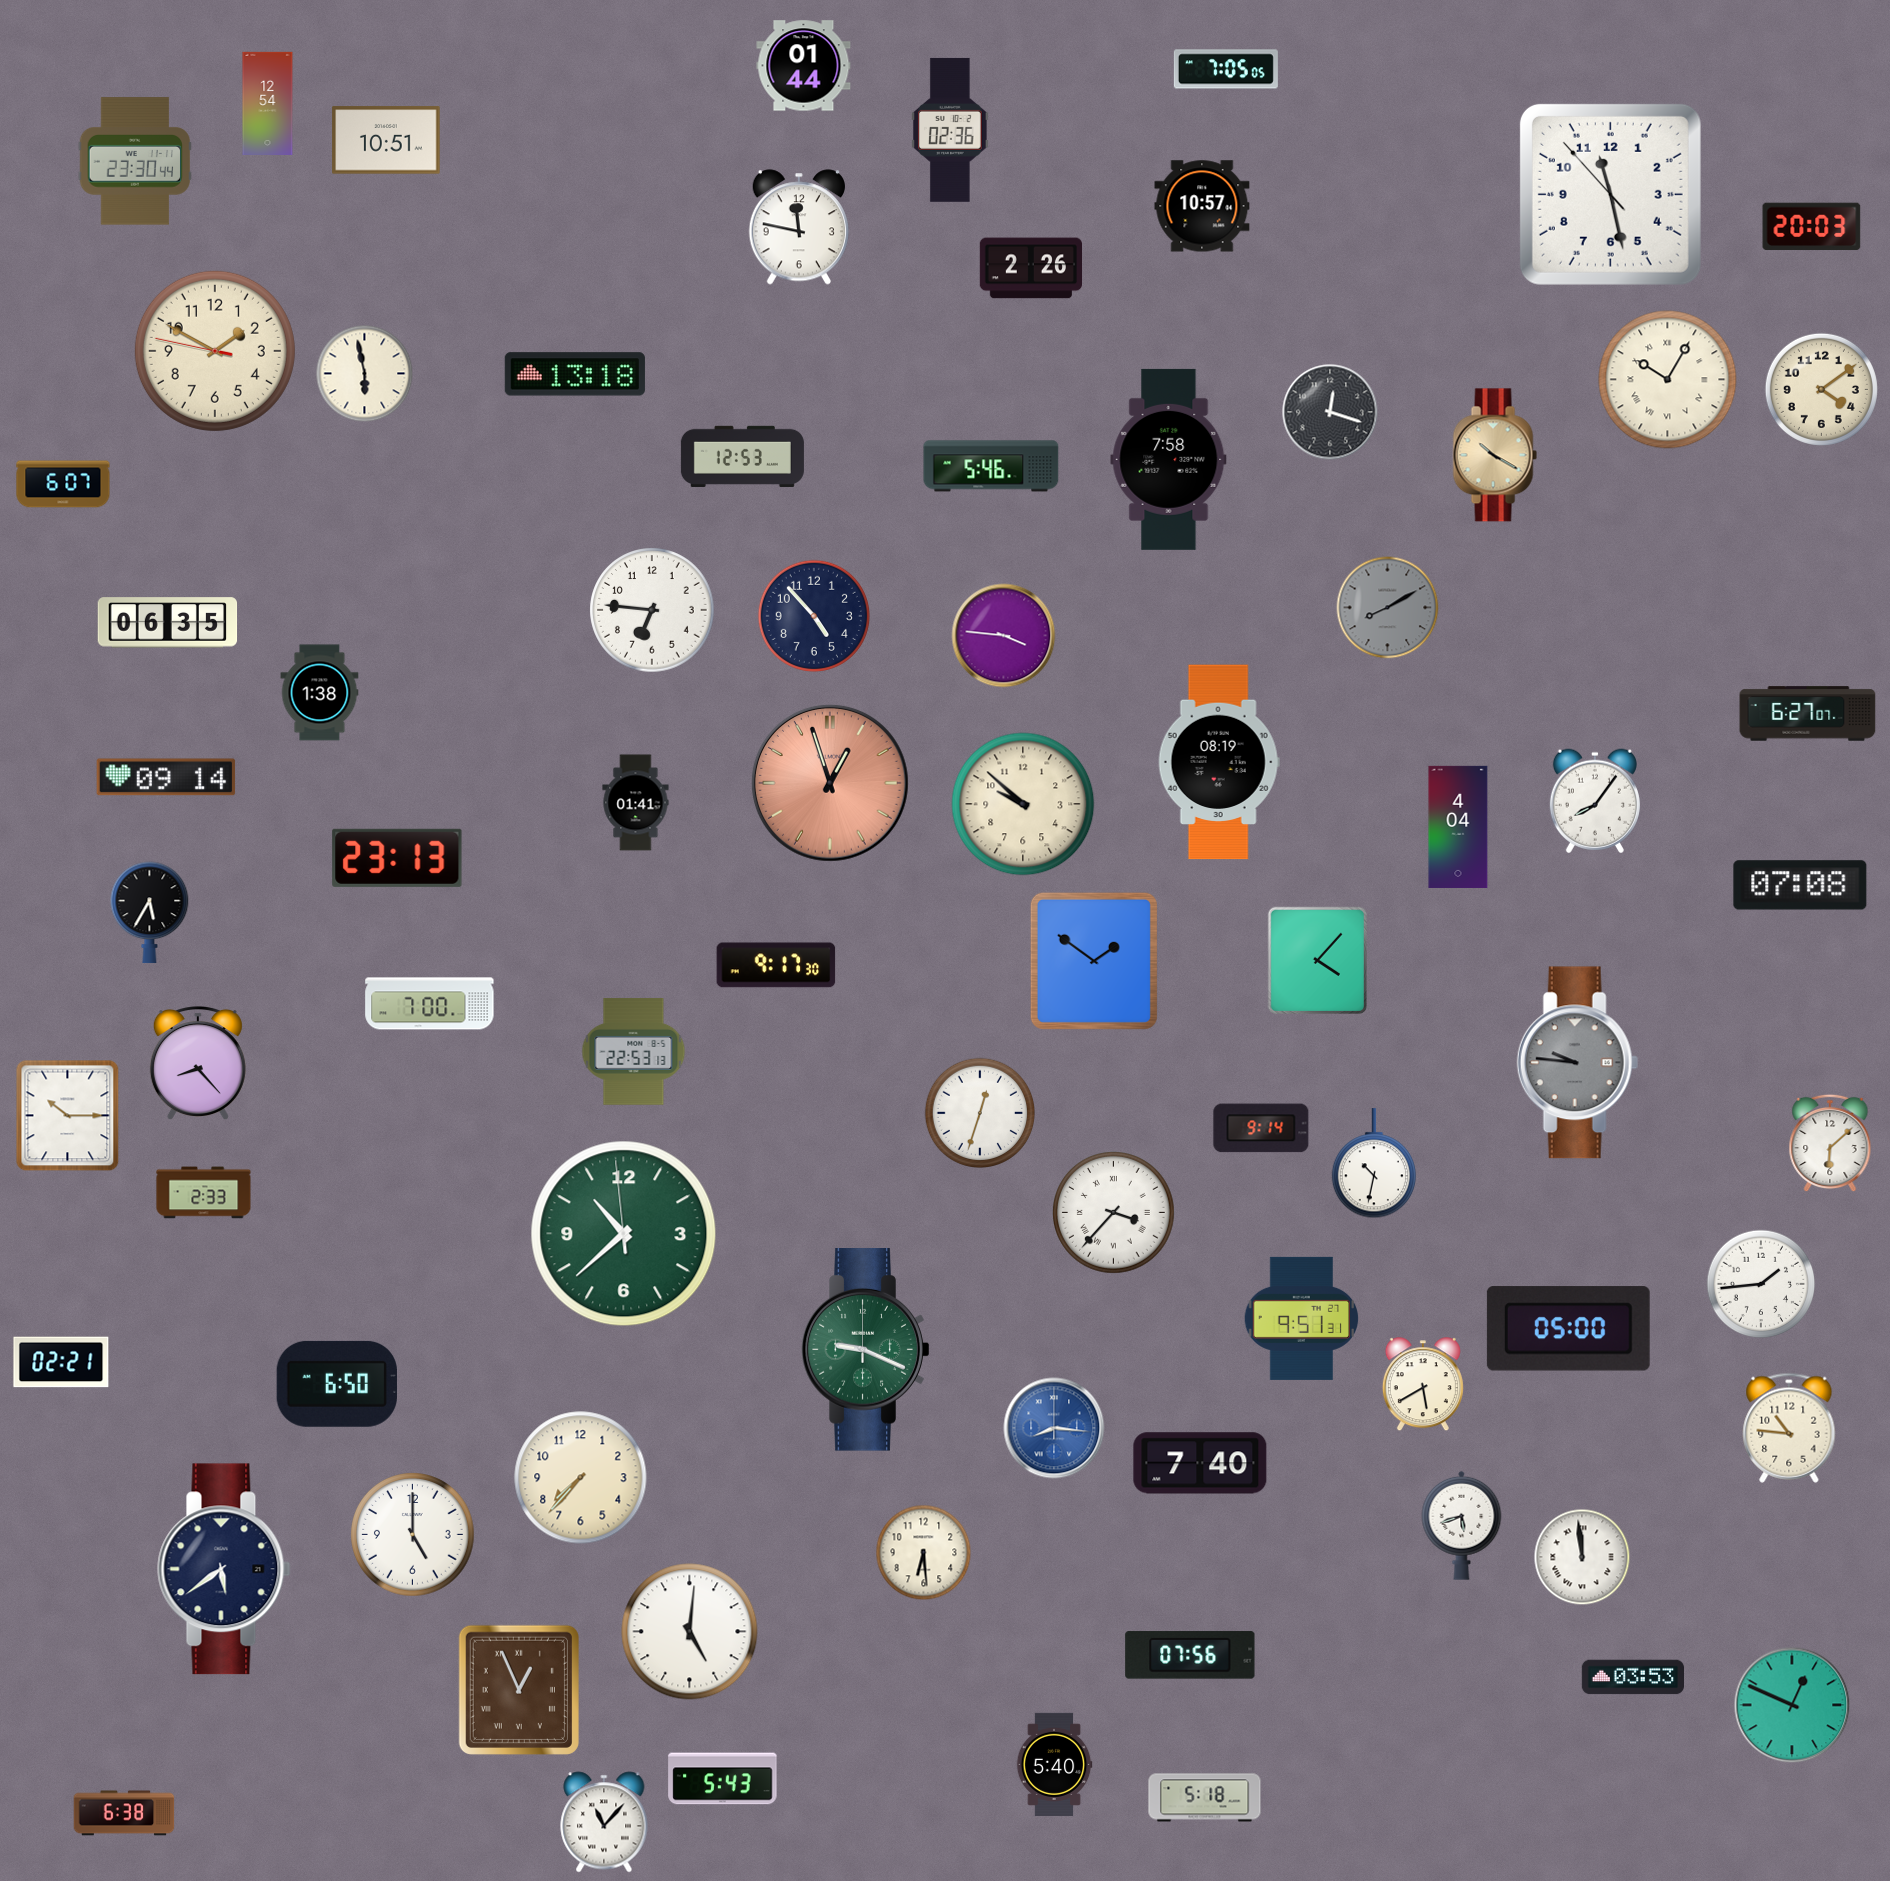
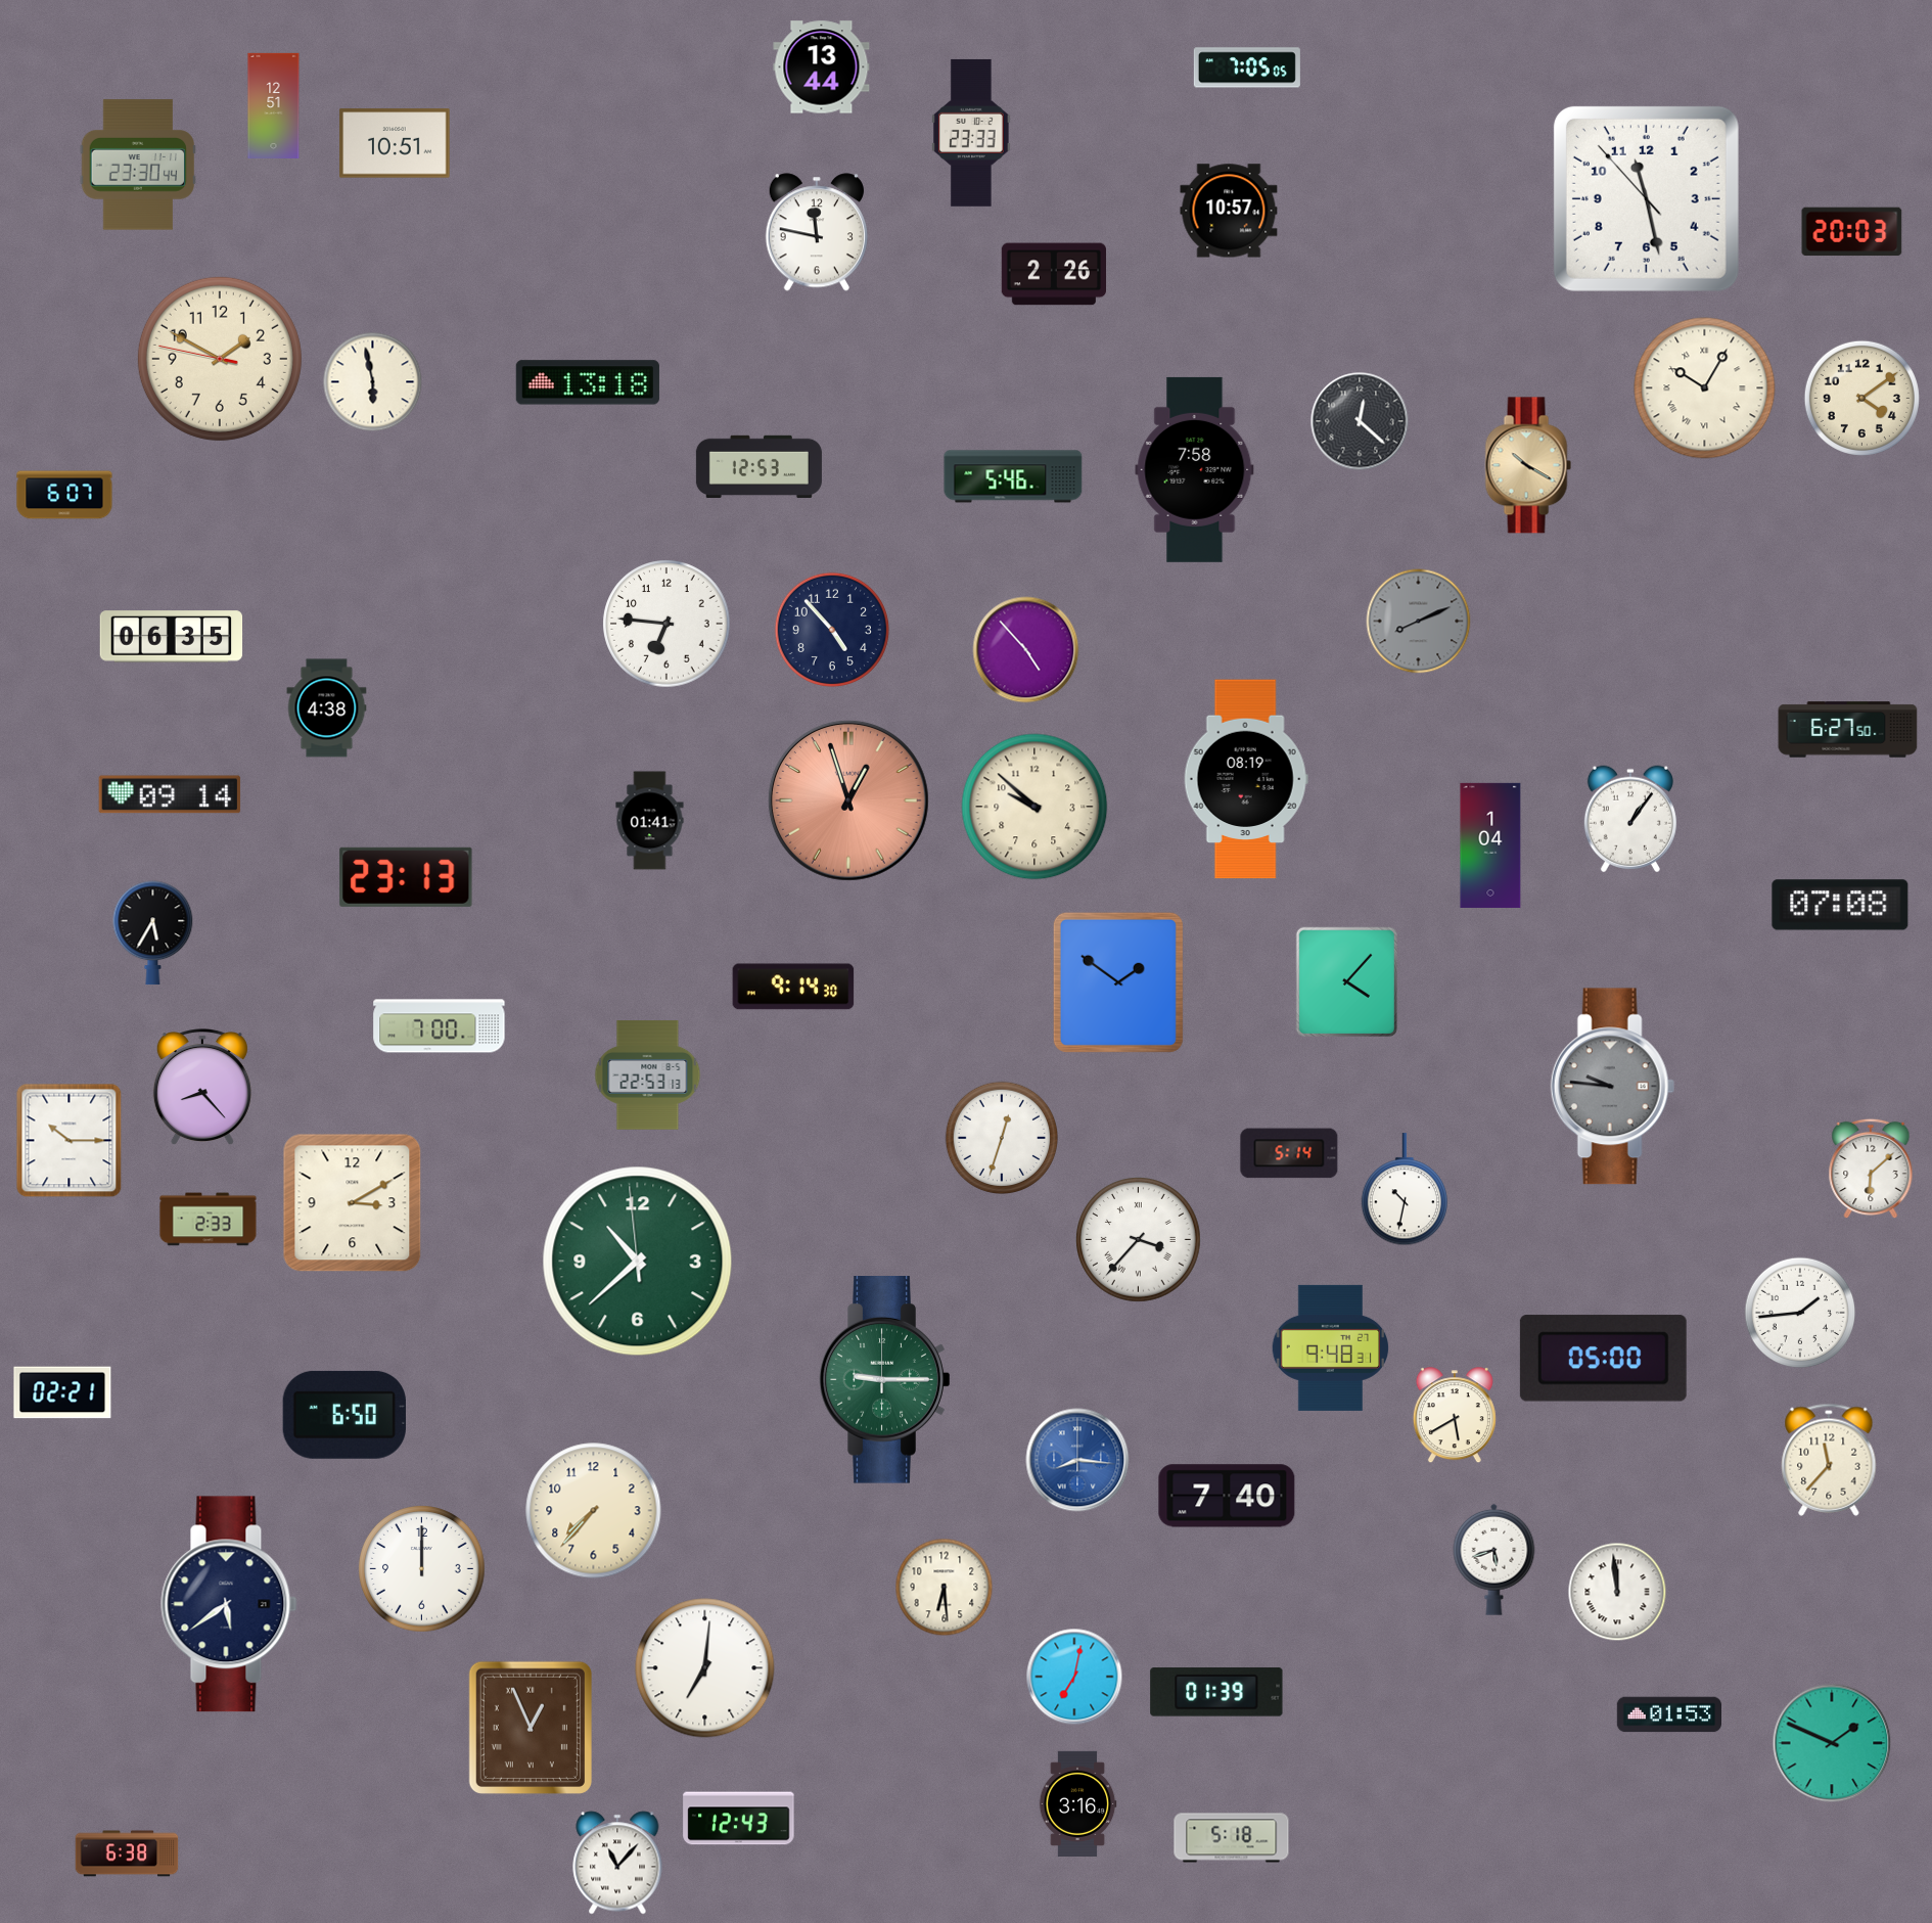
clock at (804, 66): 01:44 -> 13:44
clock at (1226, 69) position: (1226, 69) -> (1247, 67)
clock at (268, 103): 12:54 -> 12:51
clock at (950, 130): 02:36 -> 23:33
clock at (1330, 412): 12:18 -> 12:22
clock at (1388, 608): 8:10 -> 8:11
clock at (1004, 636): 3:46 -> 4:53
clock at (320, 693): 1:38 -> 4:38
clock at (1808, 714): 6:27:07 -> 6:27:50
clock at (1595, 801): 8:06 -> 1:06
clock at (1023, 804) position: (1023, 804) -> (1034, 807)
clock at (1458, 827): 4:04 -> 1:04
clock at (776, 965): 9:17 -> 9:14
clock at (1261, 1128): 9:14 -> 5:14
clock at (353, 1203): none -> 3:10
clock at (1302, 1318): 9:51 -> 9:48
clock at (866, 1350): 9:19 -> 9:15
clock at (1789, 1428): 10:46 -> 11:37
clock at (413, 1535): 5:00 -> 12:00
clock at (690, 1632): 5:01 -> 7:01
clock at (1074, 1677): none -> 7:02
clock at (1190, 1655): 07:56 -> 01:39
clock at (1632, 1677): 03:53 -> 01:53
clock at (1792, 1705): 12:49 -> 1:49
clock at (1054, 1764): 5:40 -> 3:16
clock at (723, 1779): 5:43 -> 12:43
